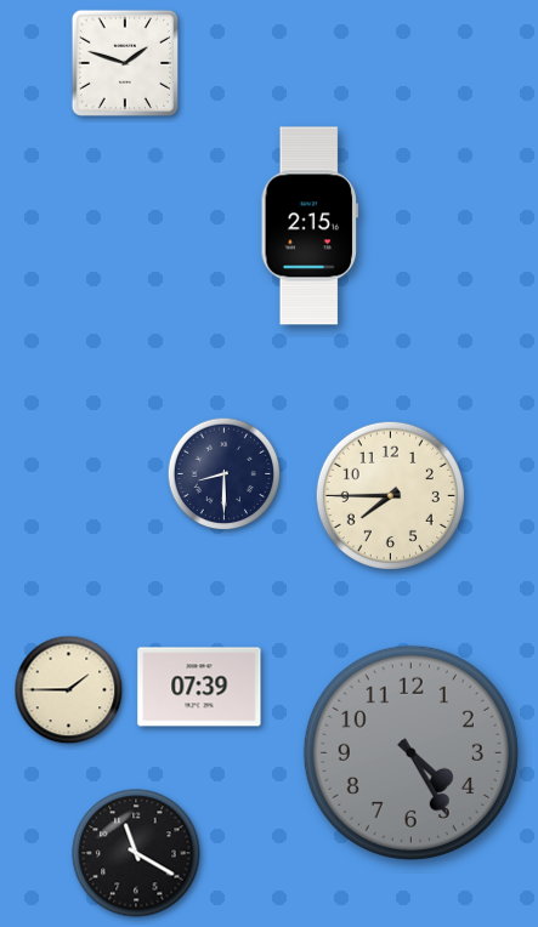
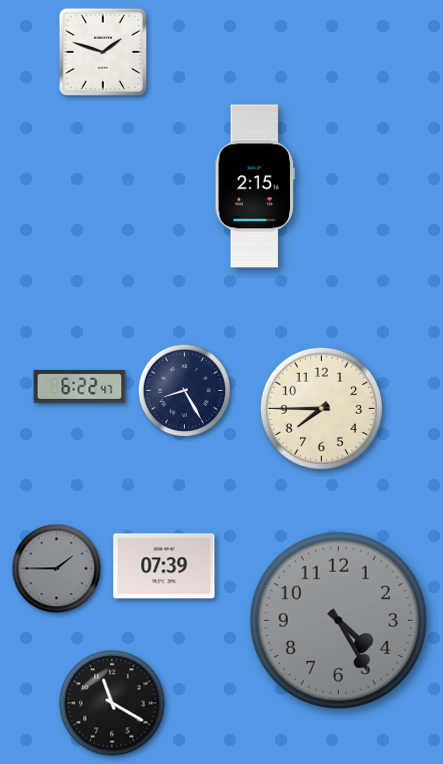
clock at (80, 386): none -> 6:22
clock at (225, 474): 8:30 -> 8:25
clock at (69, 690) dial: cream -> grey
